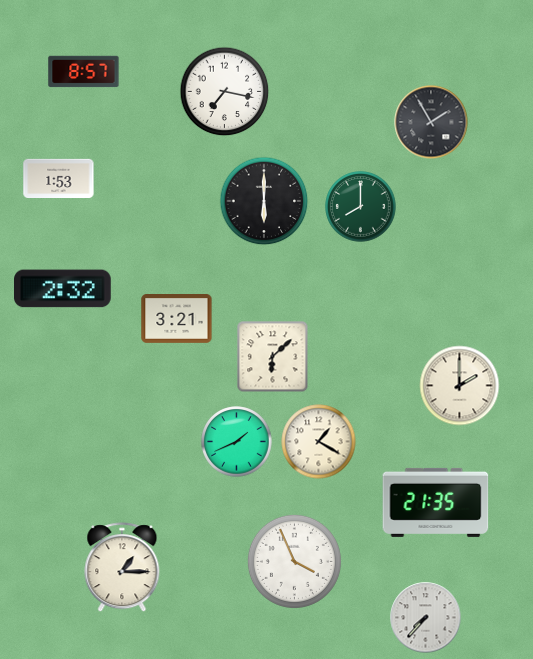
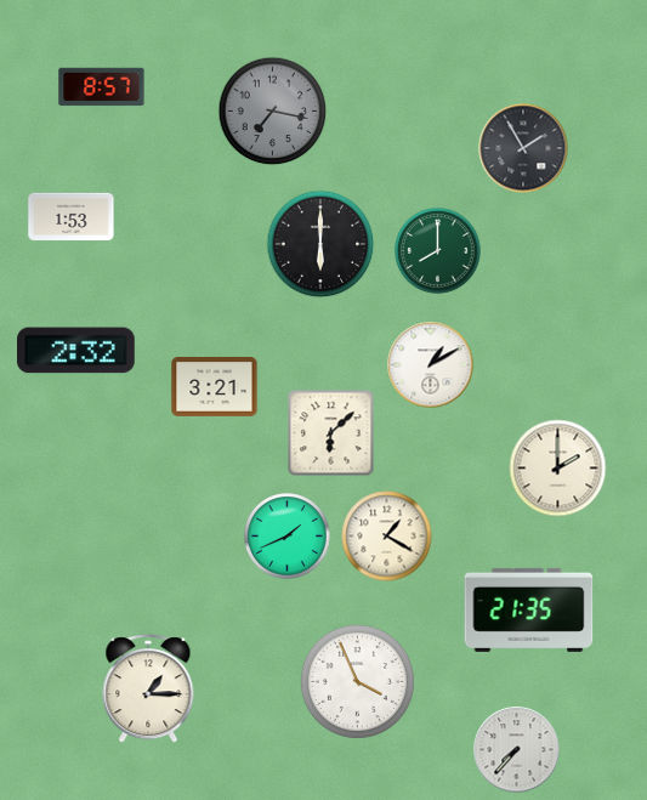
clock at (225, 92) dial: white -> grey
clock at (431, 365): none -> 1:10
